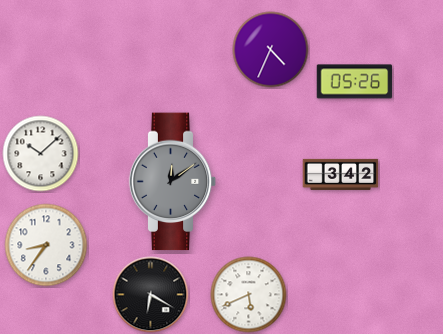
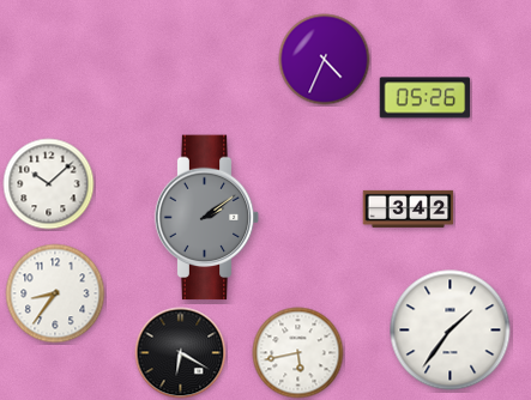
clock at (173, 182): 12:09 -> 2:09
clock at (451, 331): none -> 1:36
clock at (249, 295): 5:41 -> 5:43
